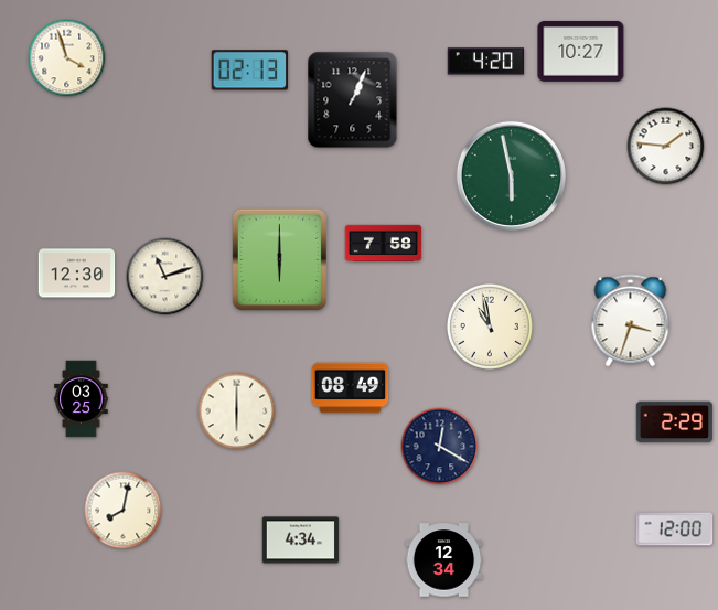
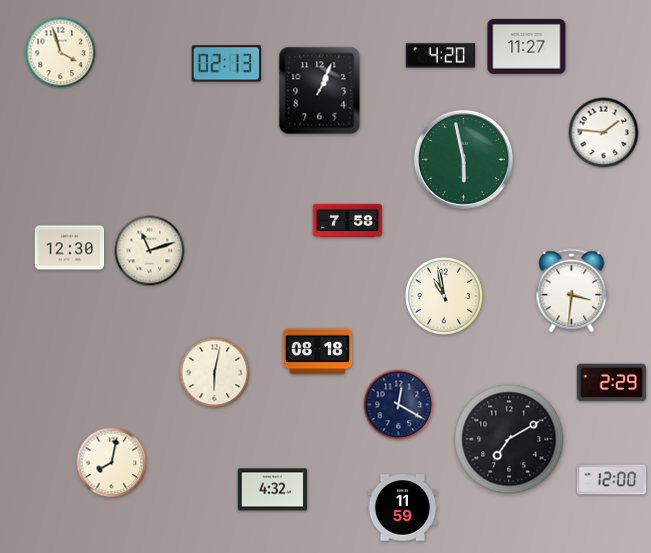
clock at (581, 51): 10:27 -> 11:27
clock at (279, 259): 6:00 -> none
clock at (631, 321): 3:33 -> 3:31
clock at (351, 388): 08:49 -> 08:18
clock at (82, 399): 03:25 -> none
clock at (237, 411): 6:00 -> 6:02
clock at (509, 439): none -> 7:10
clock at (301, 541): 4:34 -> 4:32
clock at (444, 560): 12:34 -> 11:59
